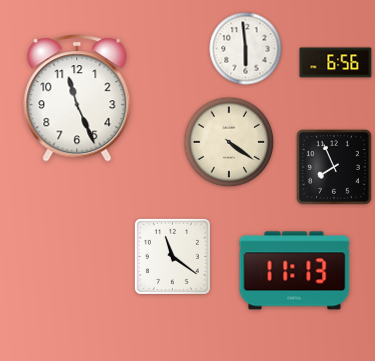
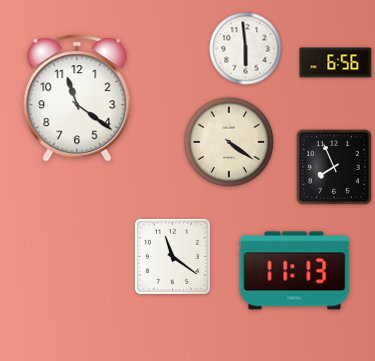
clock at (77, 98): 11:26 -> 11:21
